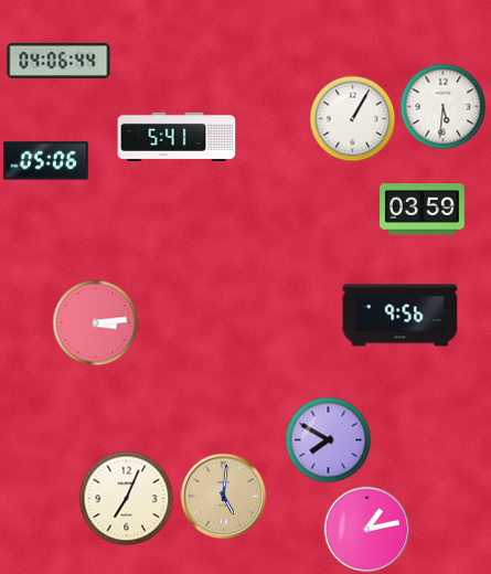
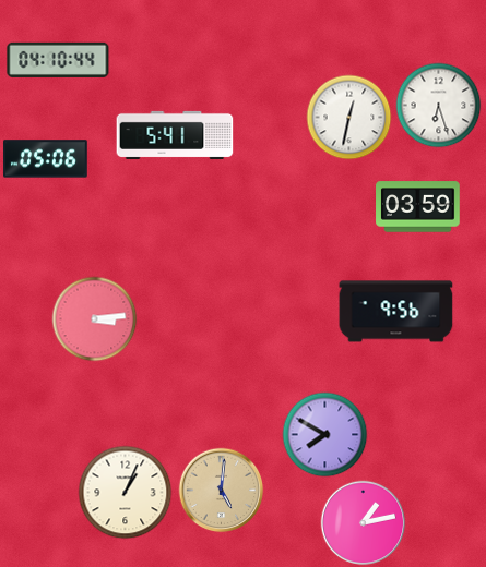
clock at (58, 61): 04:06 -> 04:10
clock at (442, 106): 5:31 -> 6:27
clock at (352, 118): 1:05 -> 12:32
clock at (126, 498): 7:04 -> 1:04
